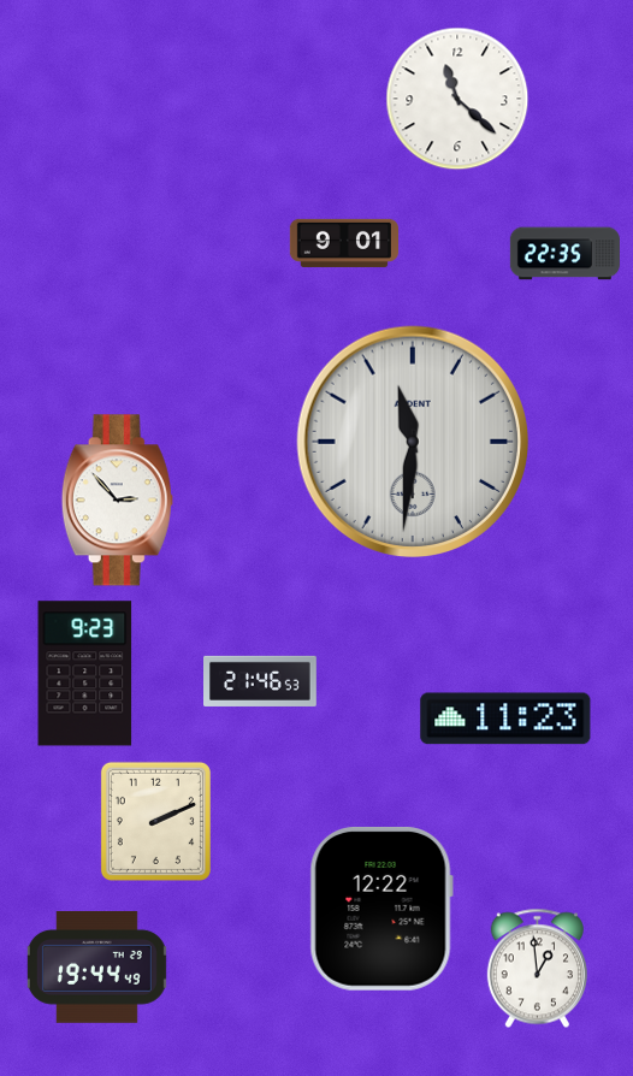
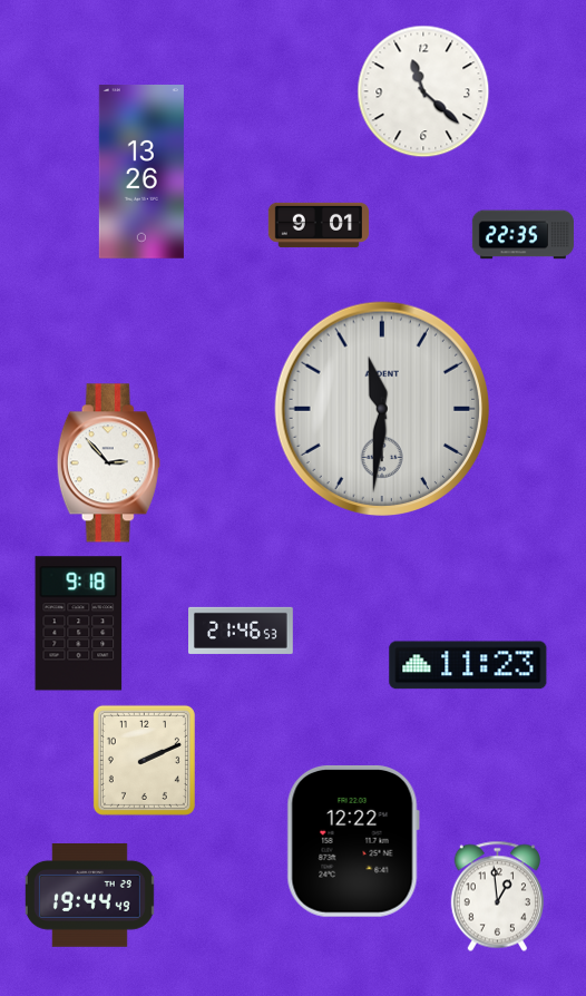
clock at (141, 173): none -> 13:26
clock at (85, 674): 9:23 -> 9:18
